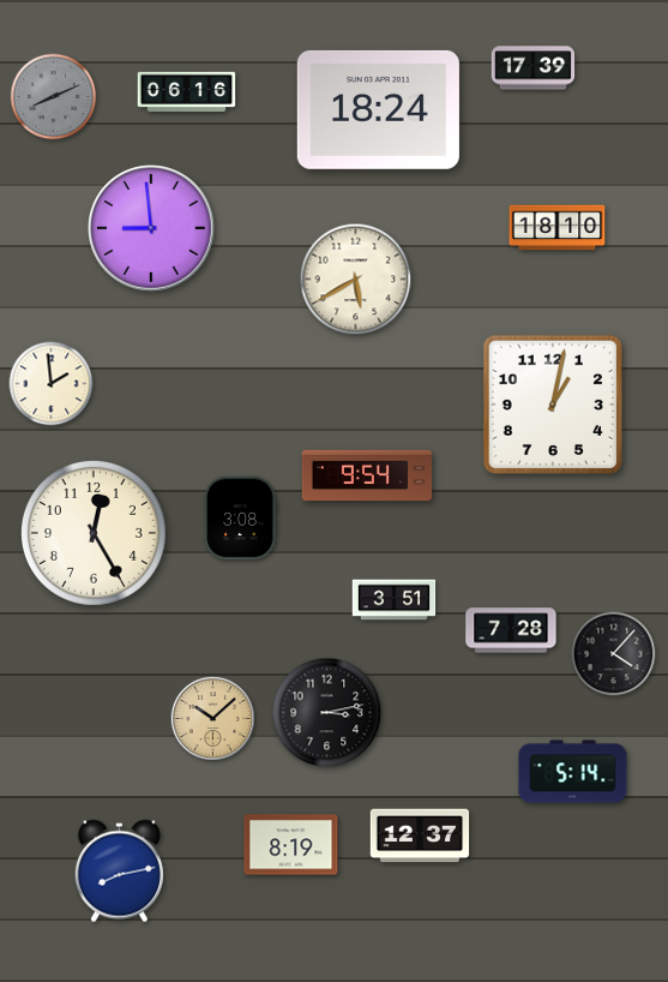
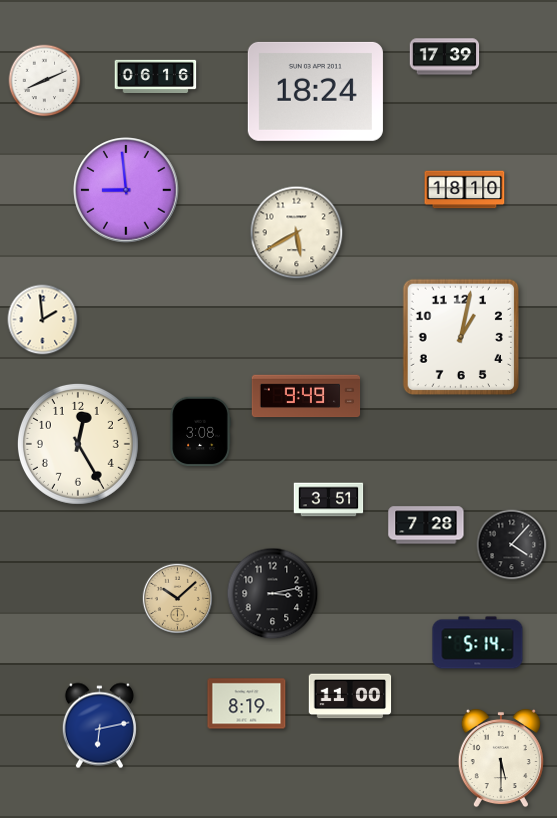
clock at (54, 97) dial: grey -> white
clock at (367, 475): 9:54 -> 9:49
clock at (420, 836): 12:37 -> 11:00
clock at (291, 845) position: (291, 845) -> (247, 704)
clock at (119, 872): 8:13 -> 6:13
clock at (501, 758): none -> 5:30
